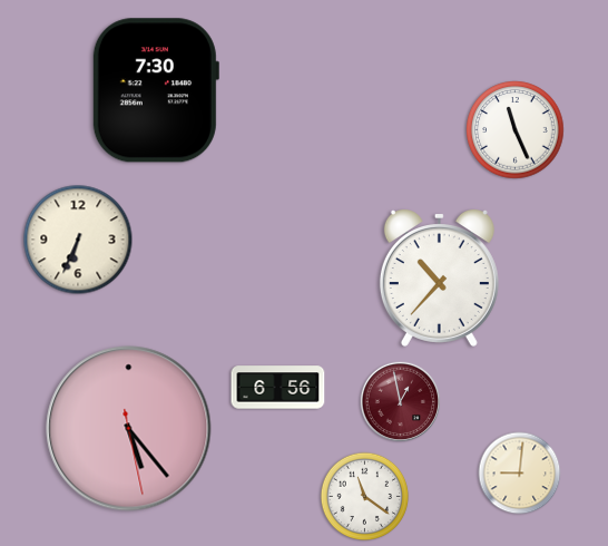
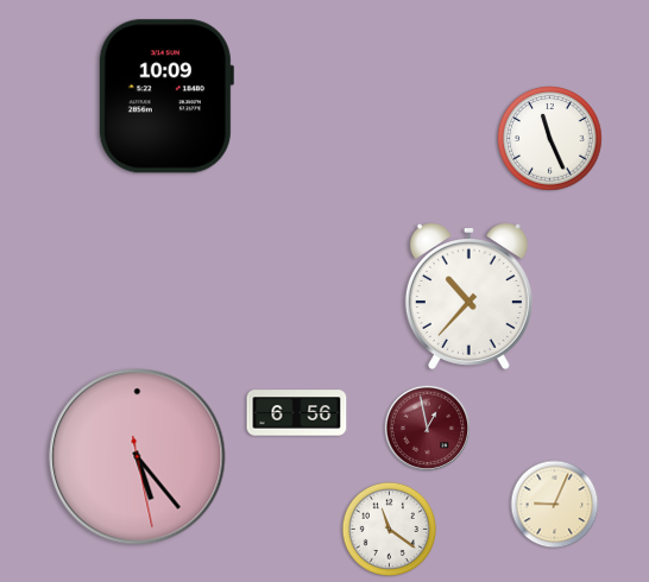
clock at (155, 90): 7:30 -> 10:09
clock at (78, 240): 6:34 -> none
clock at (520, 474): 9:01 -> 9:04
